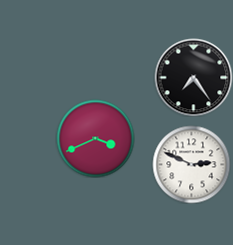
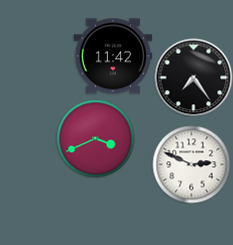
clock at (113, 56): none -> 11:42
